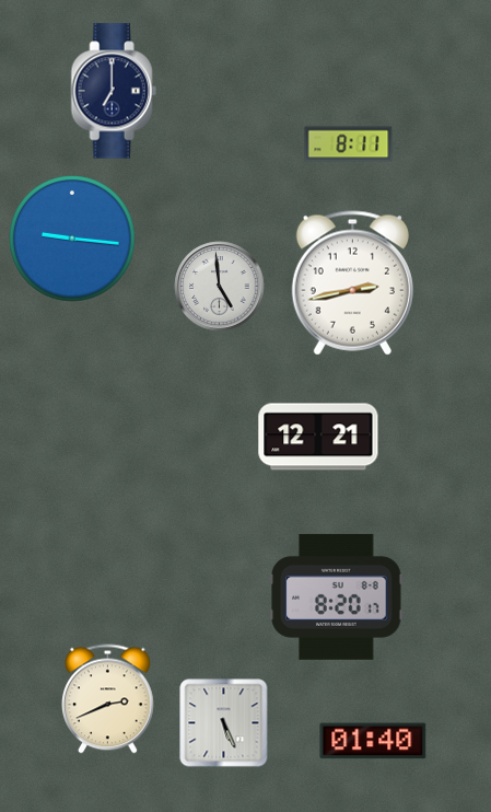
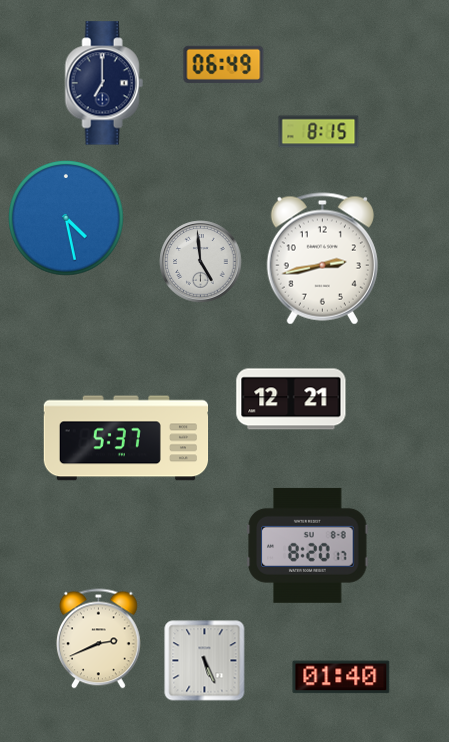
clock at (224, 64): none -> 06:49
clock at (349, 144): 8:11 -> 8:15
clock at (72, 239): 9:16 -> 4:28
clock at (126, 438): none -> 5:37
